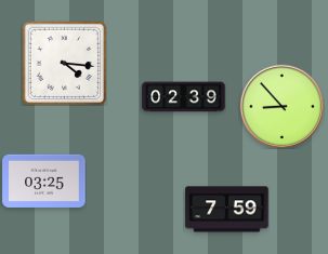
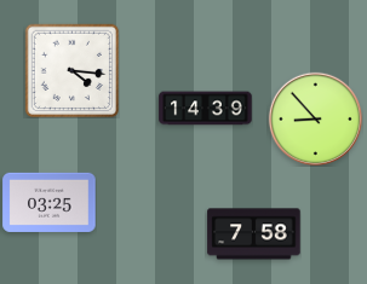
clock at (184, 97): 02:39 -> 14:39
clock at (227, 210): 7:59 -> 7:58
